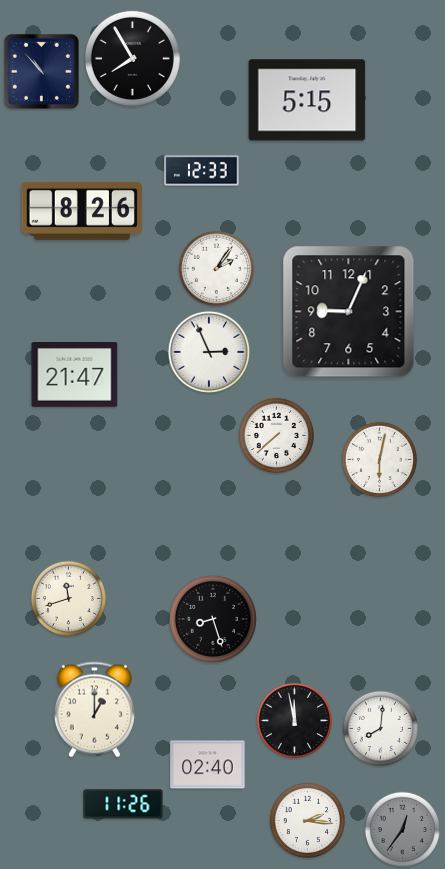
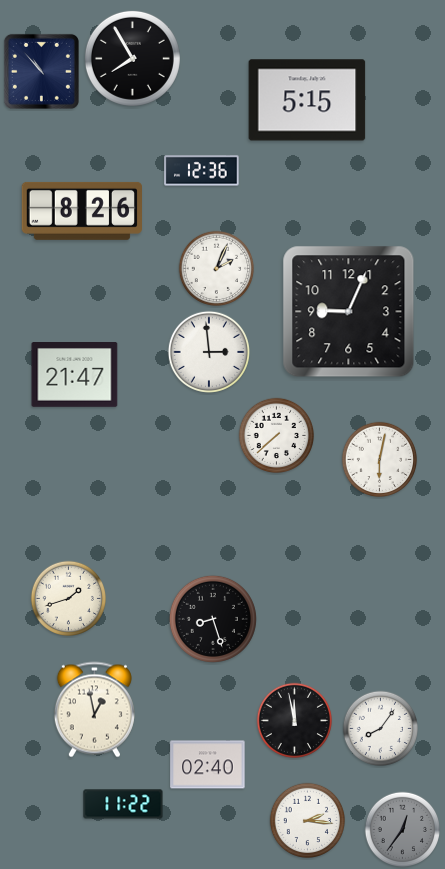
clock at (202, 171): 12:33 -> 12:36
clock at (217, 269): 2:06 -> 2:04
clock at (209, 352): 2:56 -> 2:59
clock at (69, 599): 11:42 -> 1:42
clock at (94, 710): 1:00 -> 12:58
clock at (381, 729): 8:01 -> 8:06
clock at (123, 804): 11:26 -> 11:22
